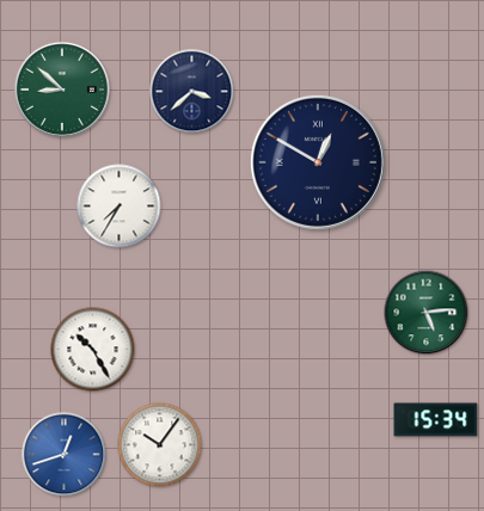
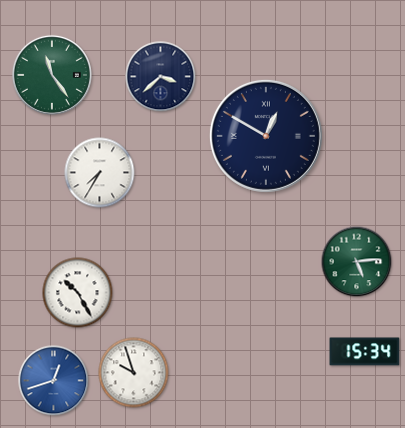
clock at (62, 90): 8:52 -> 11:24
clock at (160, 445): 10:06 -> 9:57
